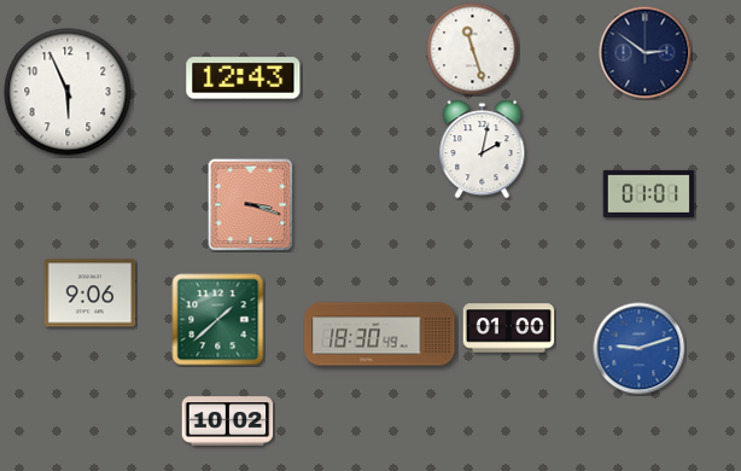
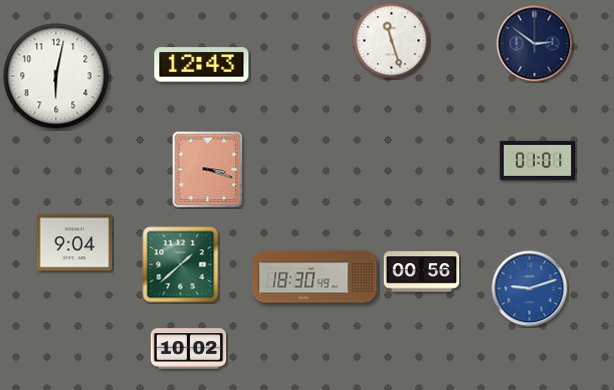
clock at (68, 92): 5:56 -> 6:02
clock at (483, 150): 2:02 -> none
clock at (91, 293): 9:06 -> 9:04
clock at (509, 328): 01:00 -> 00:56
